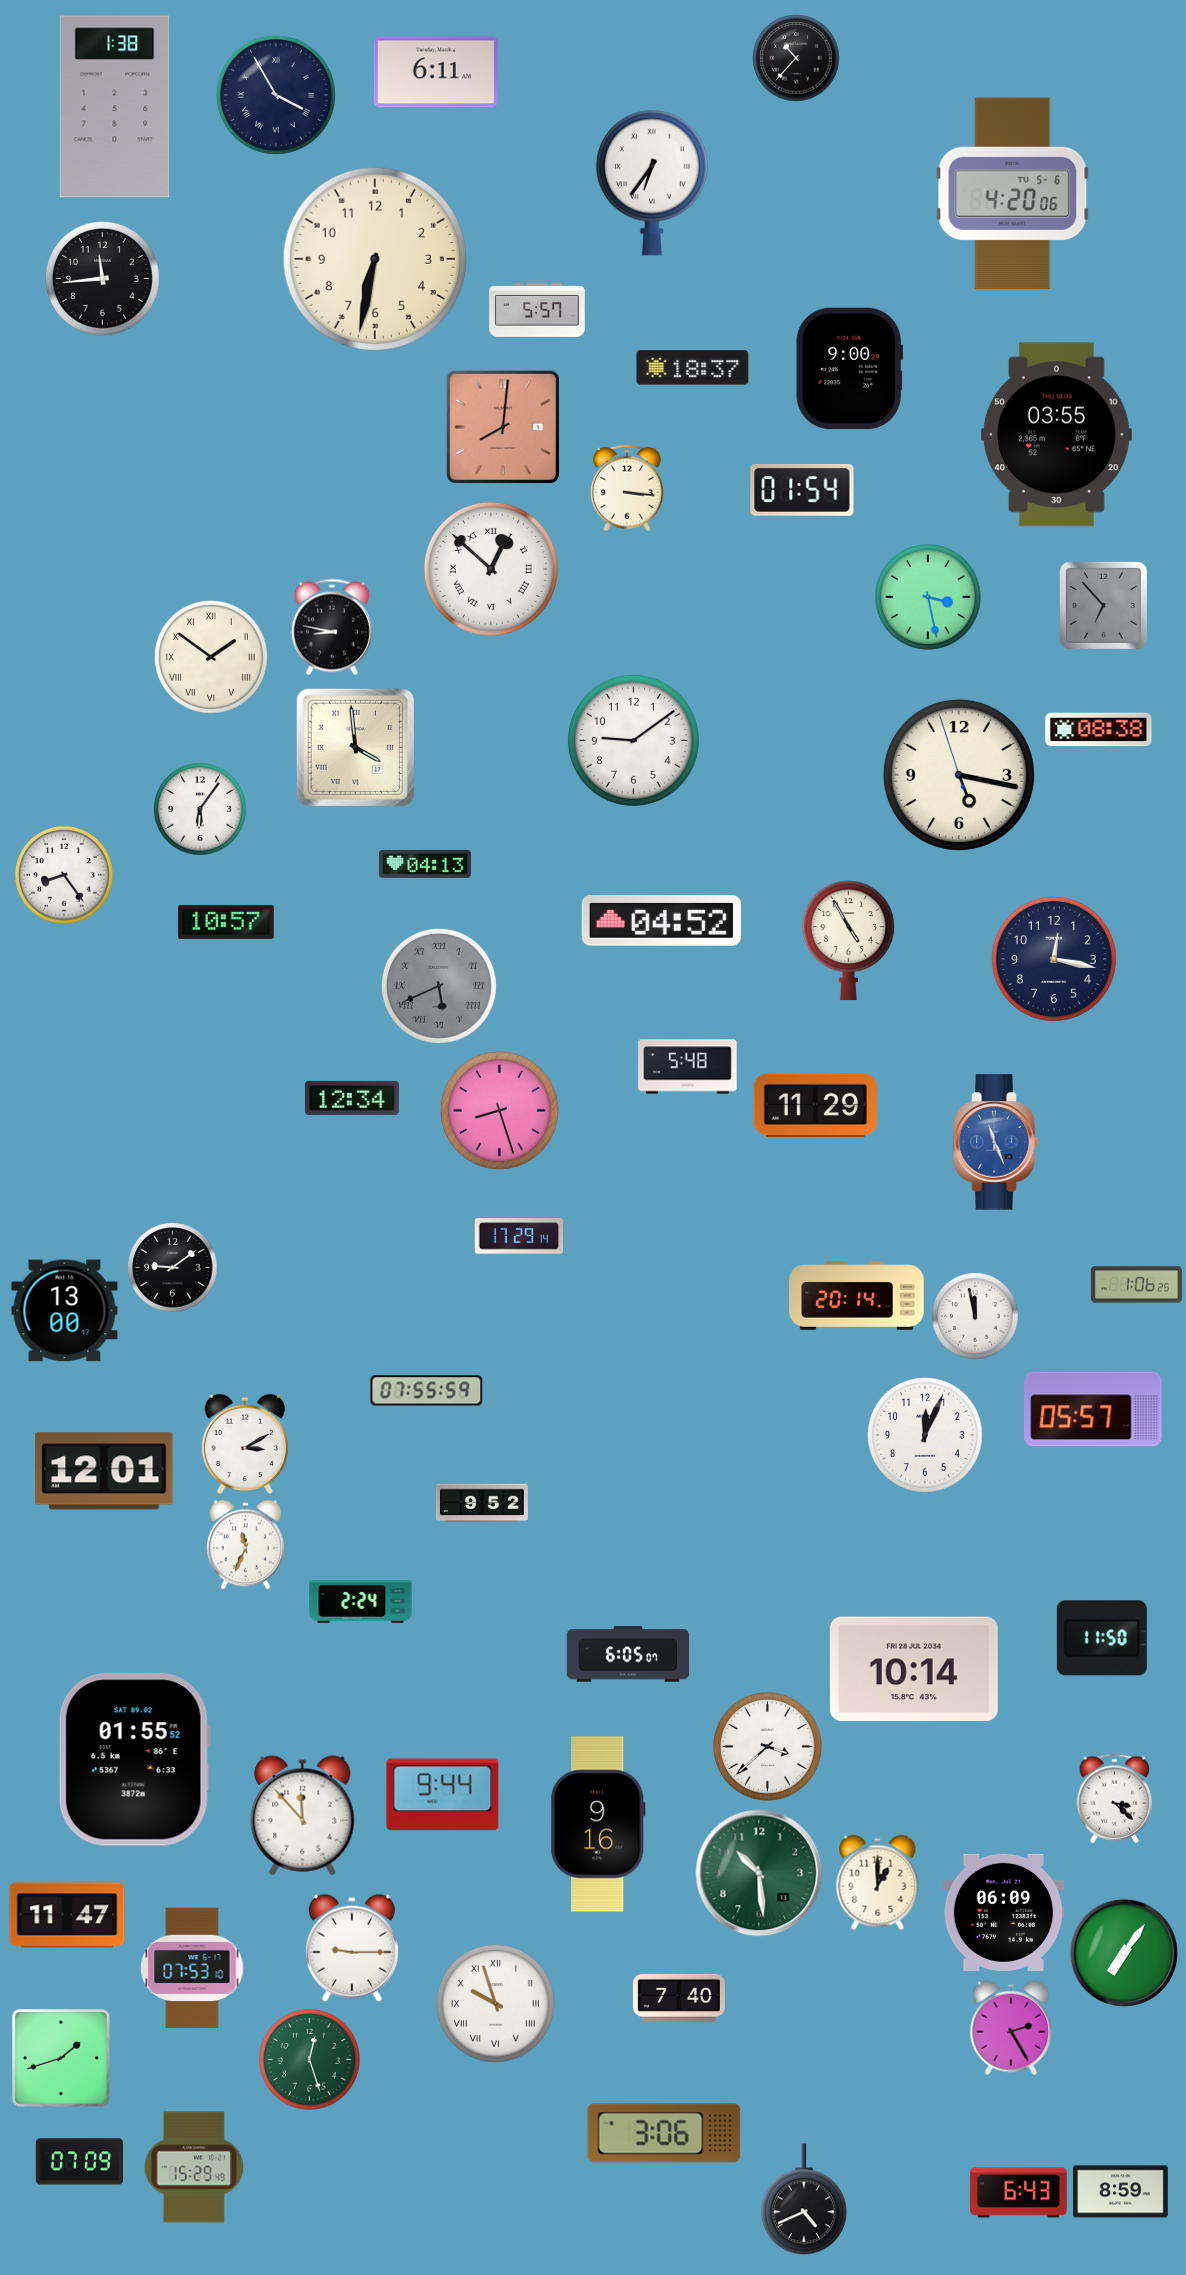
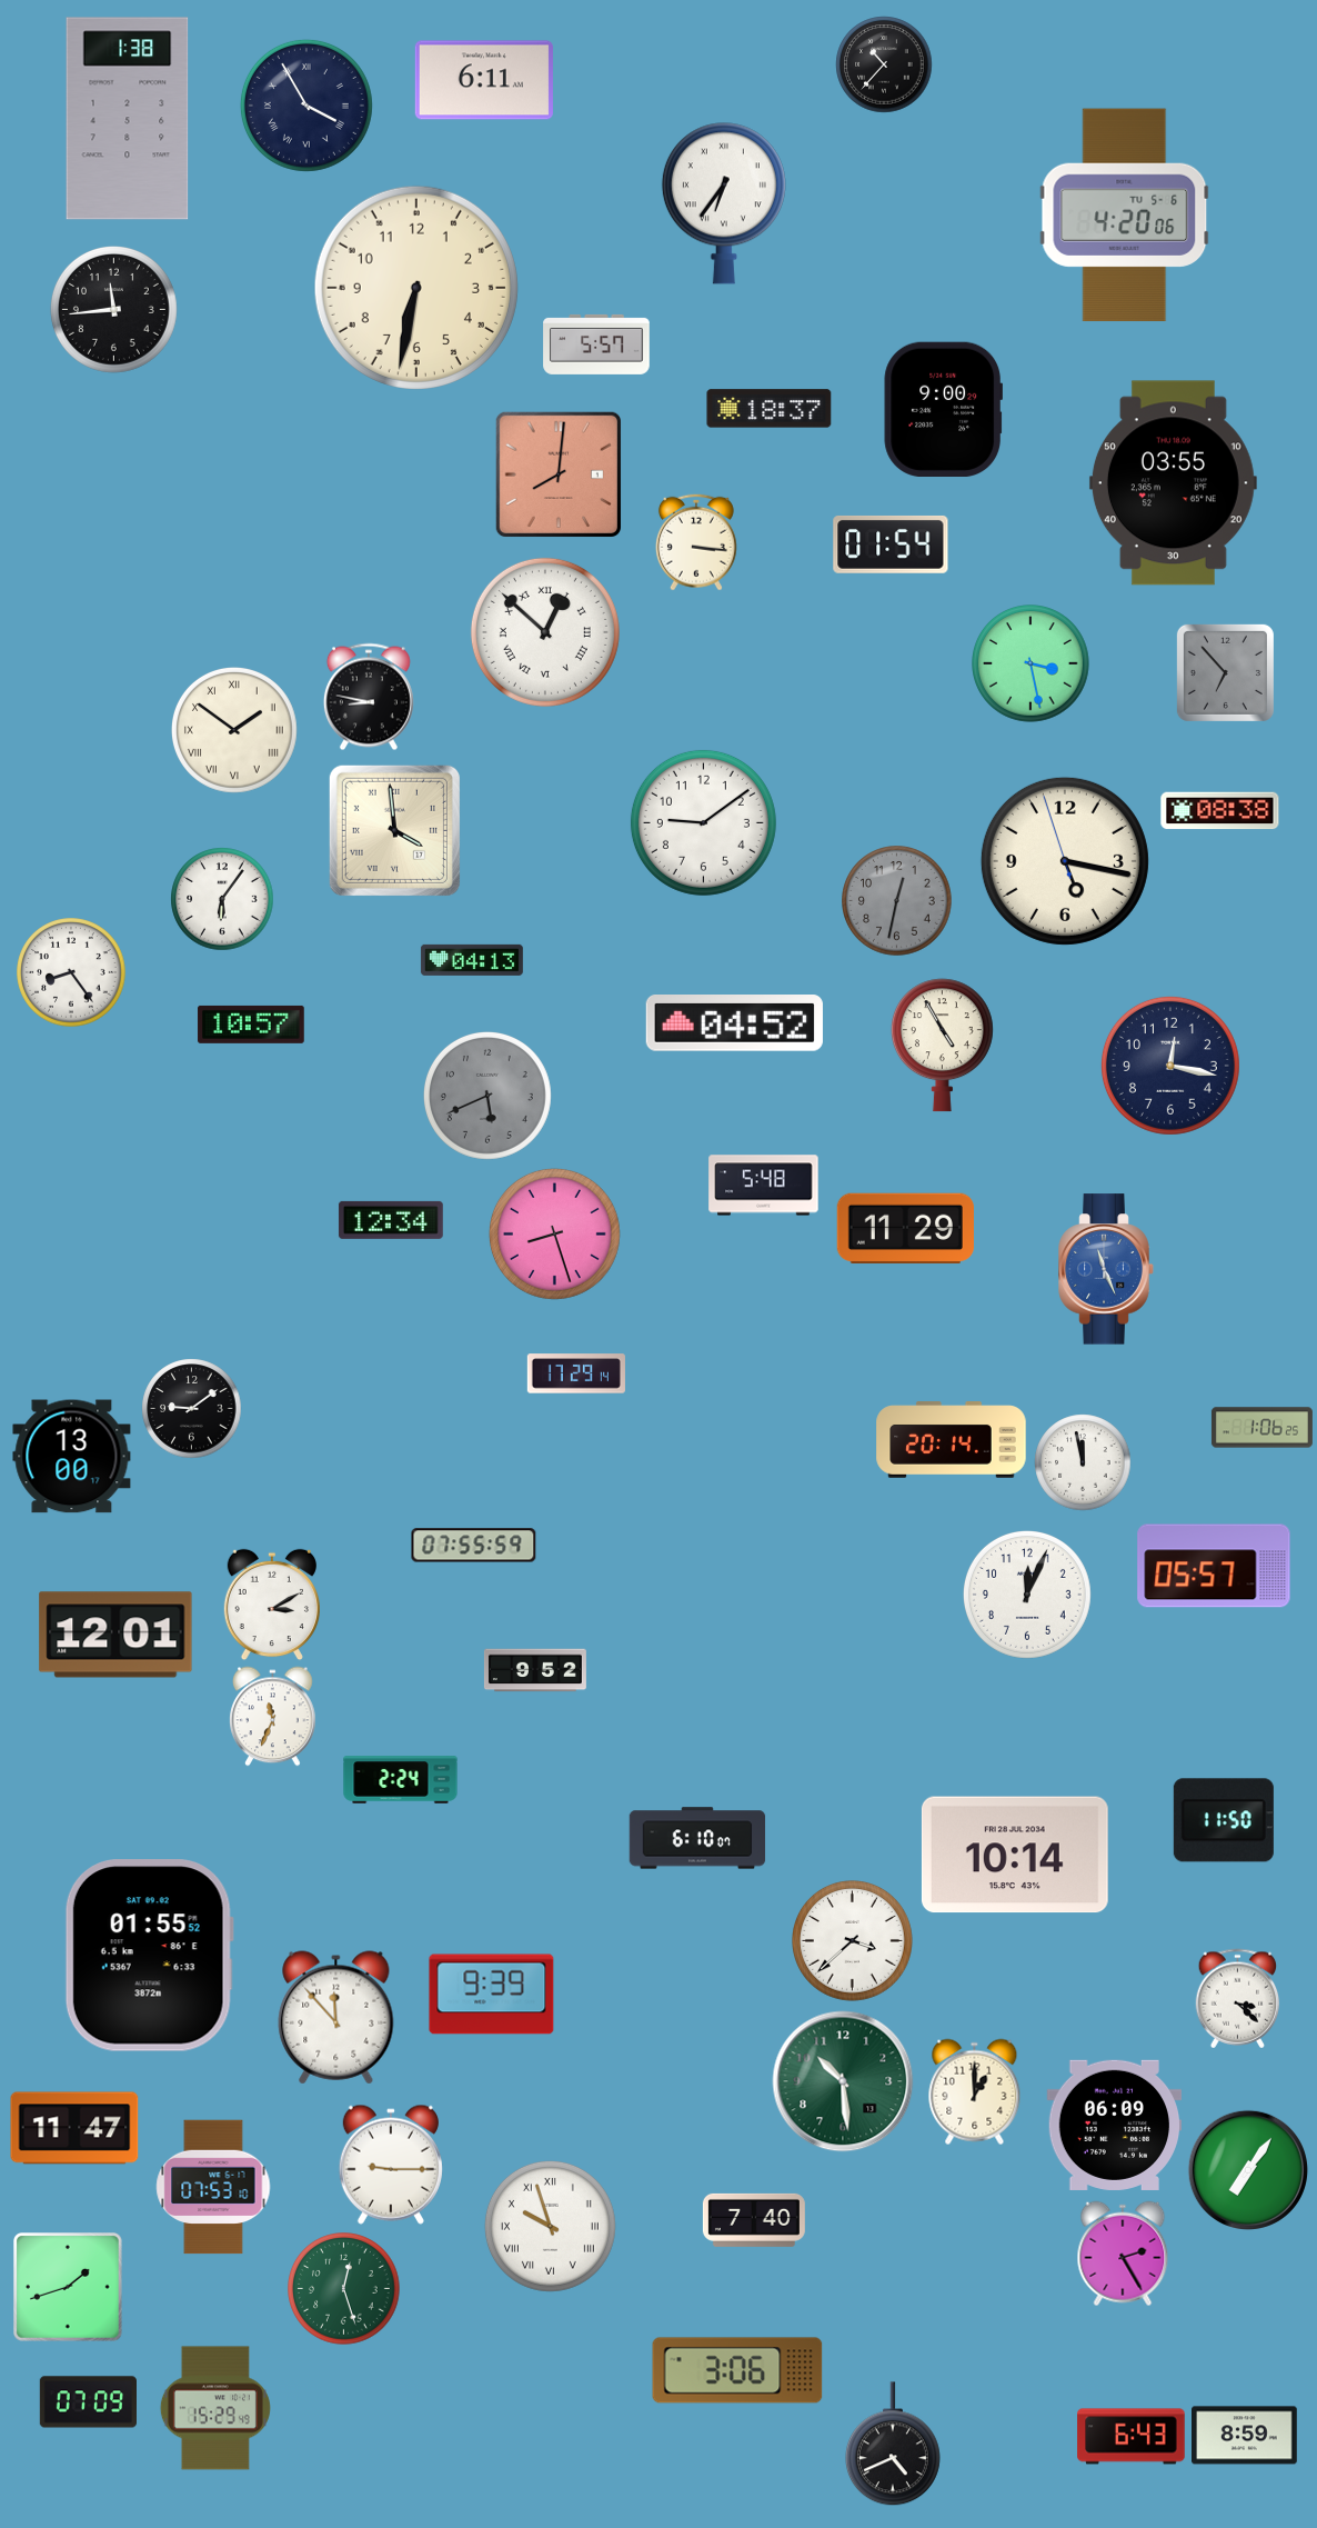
clock at (897, 901): none -> 12:32
clock at (439, 986) numerals: Roman -> Arabic
clock at (628, 1654): 6:05 -> 6:10
clock at (443, 1795): 9:44 -> 9:39
clock at (598, 1824): 9:16 -> none
